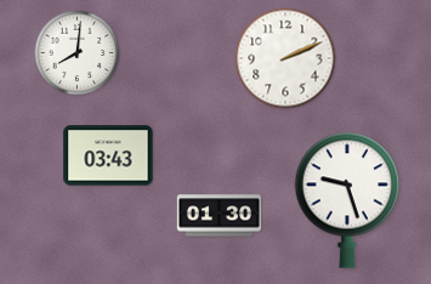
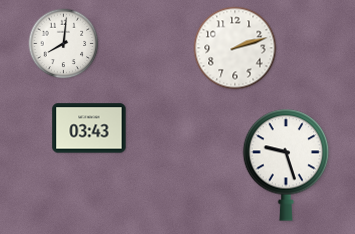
clock at (285, 58): 2:11 -> 2:12
clock at (219, 216): 01:30 -> none
